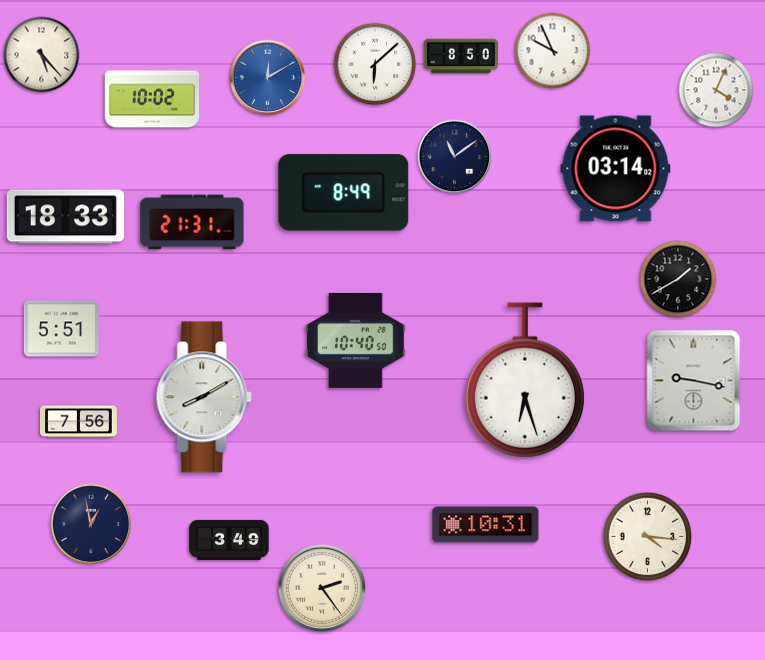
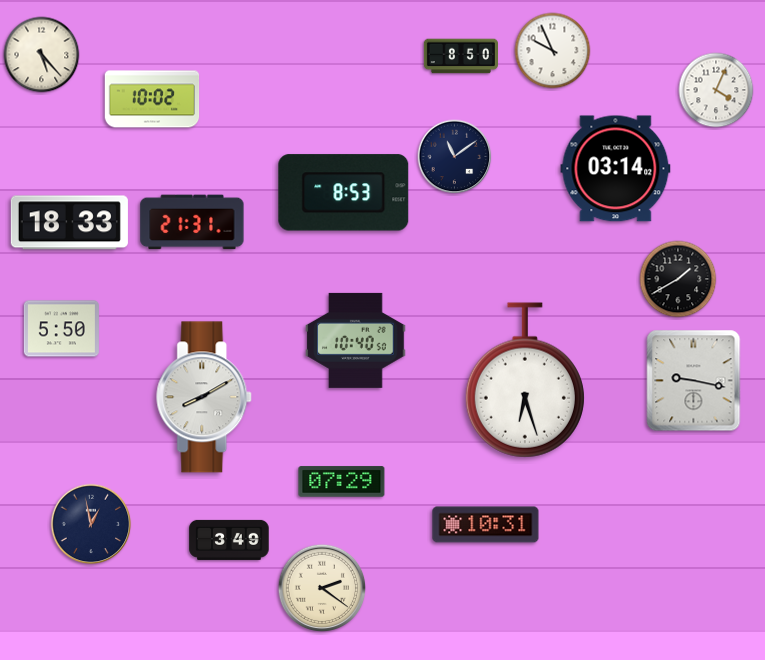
clock at (375, 64): 6:08 -> none
clock at (268, 78): 12:10 -> none
clock at (344, 193): 8:49 -> 8:53
clock at (65, 217) position: (65, 217) -> (69, 223)
clock at (61, 329): 5:51 -> 5:50
clock at (79, 422): 7:56 -> none
clock at (342, 482): none -> 07:29
clock at (648, 537): 4:16 -> none
clock at (322, 588): 2:24 -> 2:21
